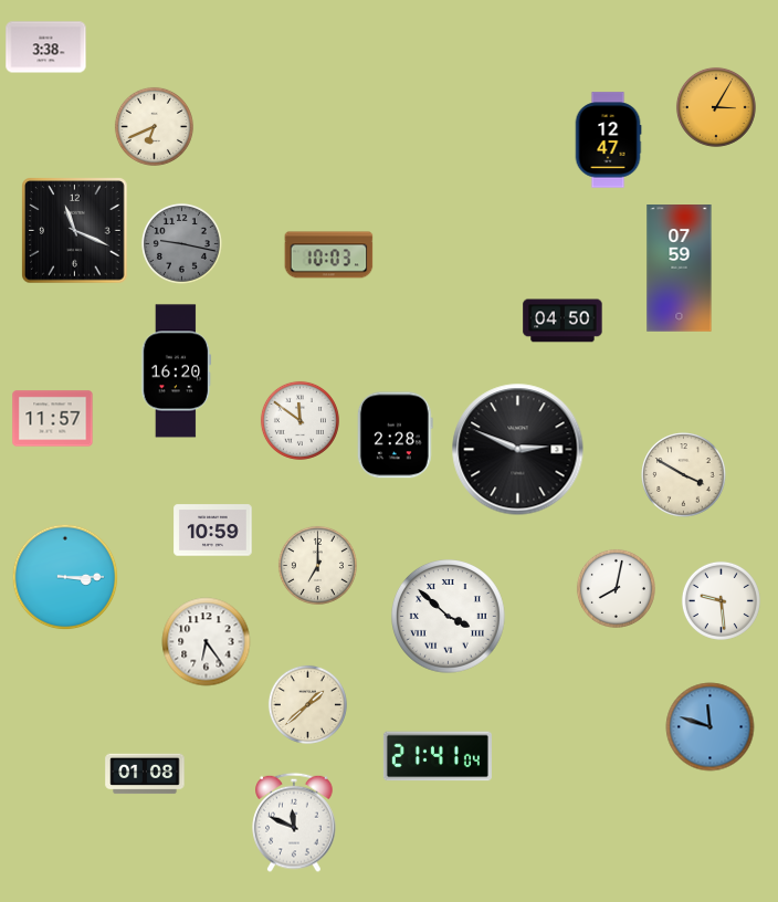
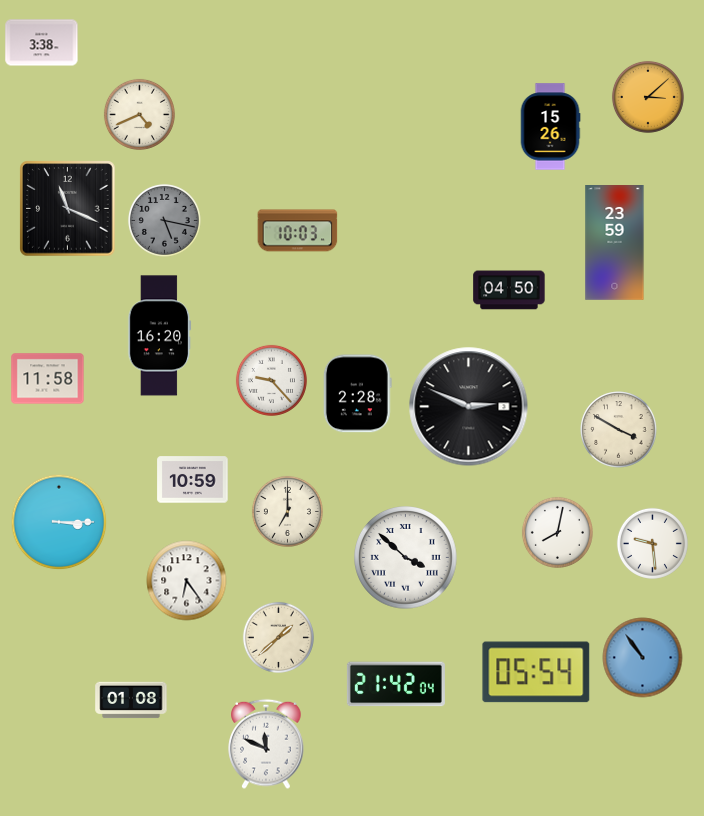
clock at (716, 107): 3:05 -> 3:08
clock at (154, 126): 6:41 -> 4:41
clock at (608, 140): 12:47 -> 15:26
clock at (181, 243): 9:17 -> 5:17
clock at (680, 269): 07:59 -> 23:59
clock at (53, 419): 11:57 -> 11:58
clock at (299, 420): 11:51 -> 9:23
clock at (711, 727): 11:48 -> 10:54
clock at (536, 672): none -> 05:54
clock at (438, 756): 21:41 -> 21:42
